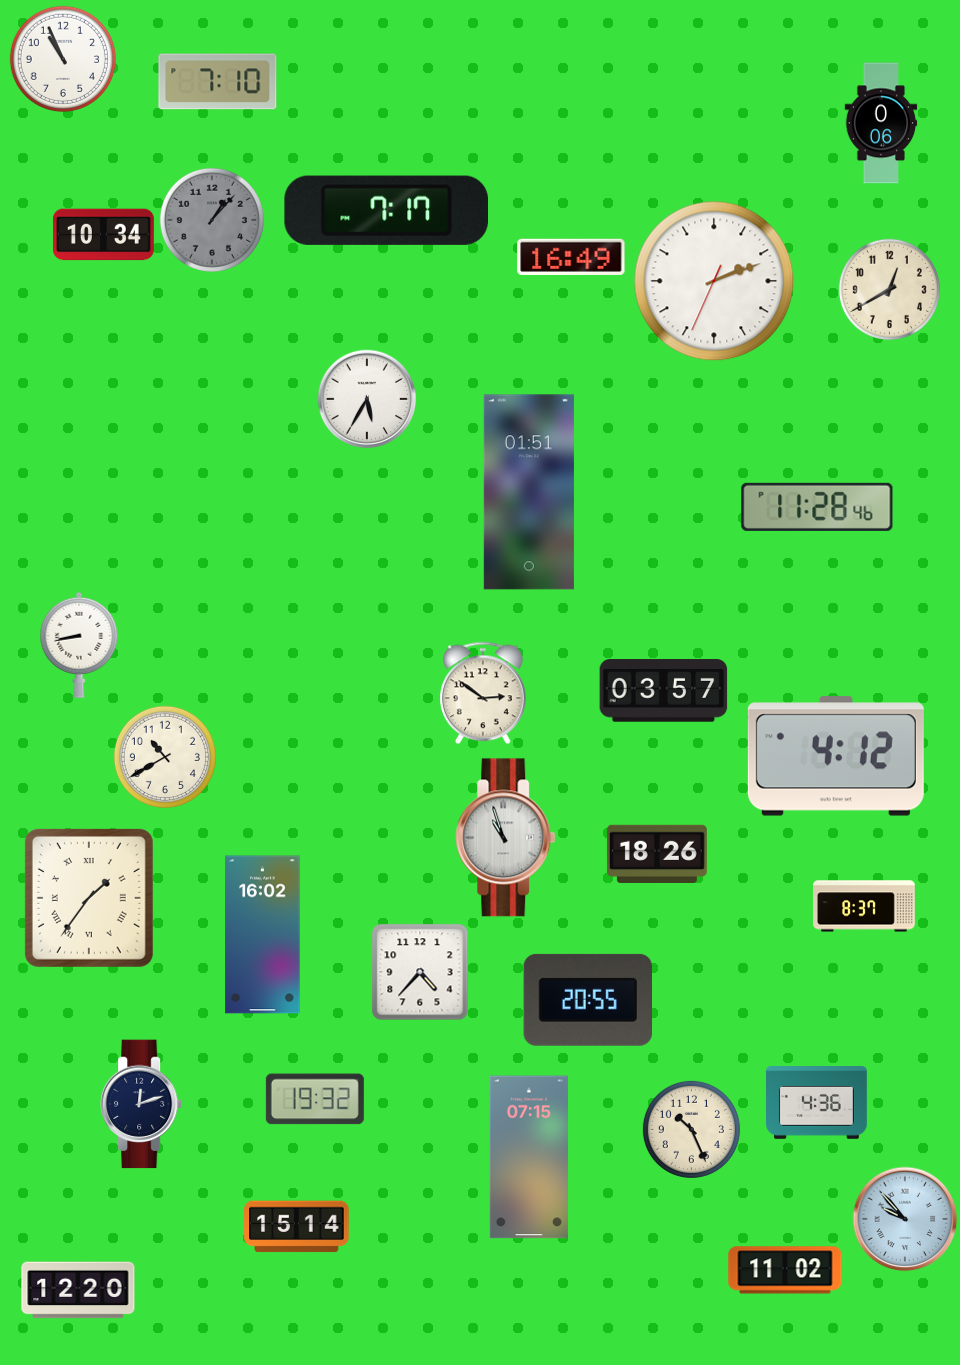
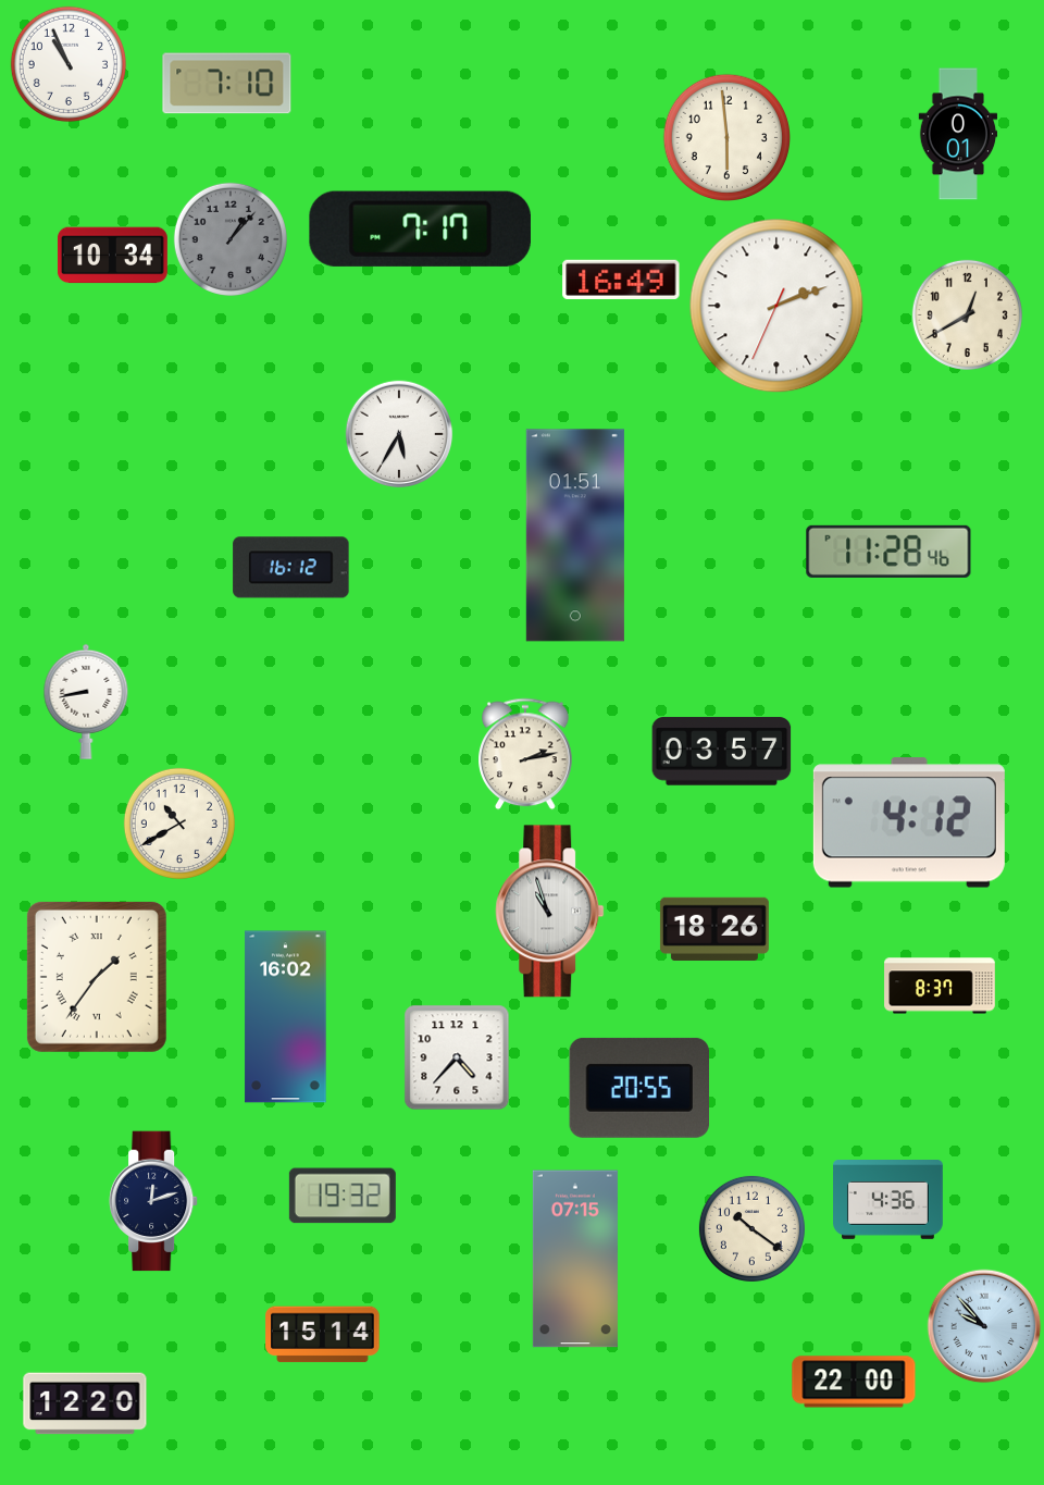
clock at (218, 82) position: (218, 82) -> (227, 84)
clock at (881, 123): 0:06 -> 0:01
clock at (726, 137): none -> 5:59
clock at (291, 568): none -> 16:12
clock at (484, 693): 2:51 -> 2:13
clock at (691, 1129): 10:26 -> 10:21
clock at (785, 1270): 11:02 -> 22:00
